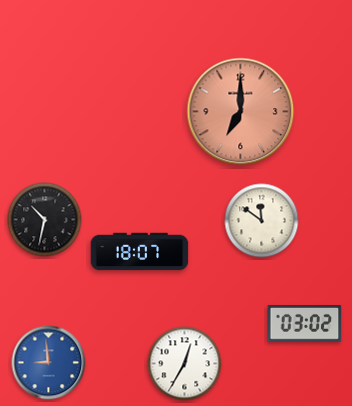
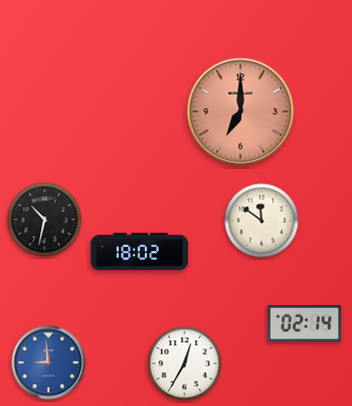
clock at (140, 252): 18:07 -> 18:02
clock at (305, 324): 03:02 -> 02:14
